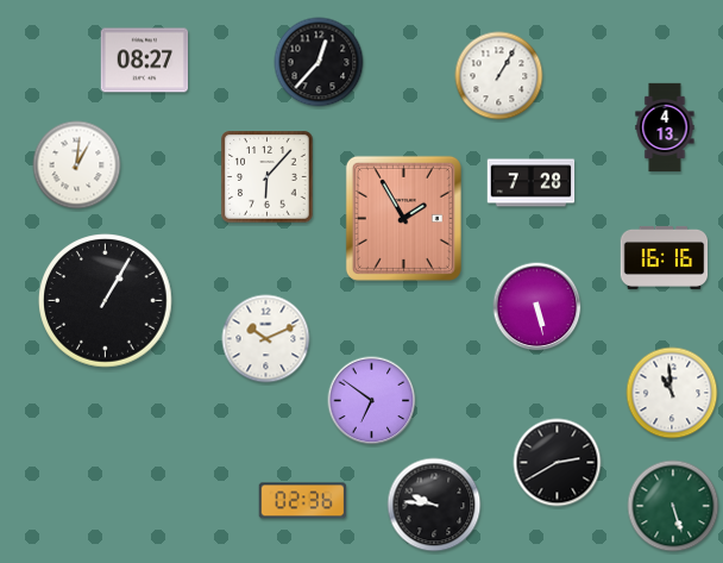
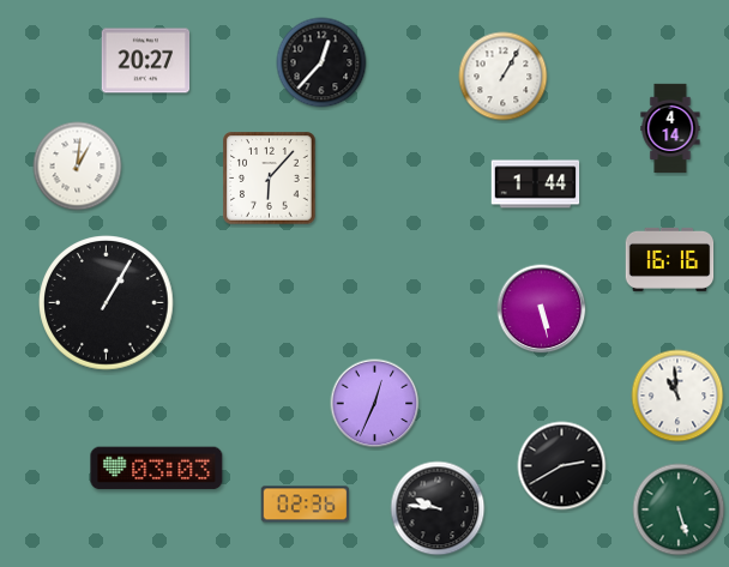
clock at (145, 61): 08:27 -> 20:27
clock at (665, 127): 4:13 -> 4:14
clock at (532, 183): 7:28 -> 1:44
clock at (403, 218): 1:55 -> none
clock at (266, 339): 10:11 -> none
clock at (372, 401): 6:51 -> 12:34
clock at (157, 469): none -> 03:03
